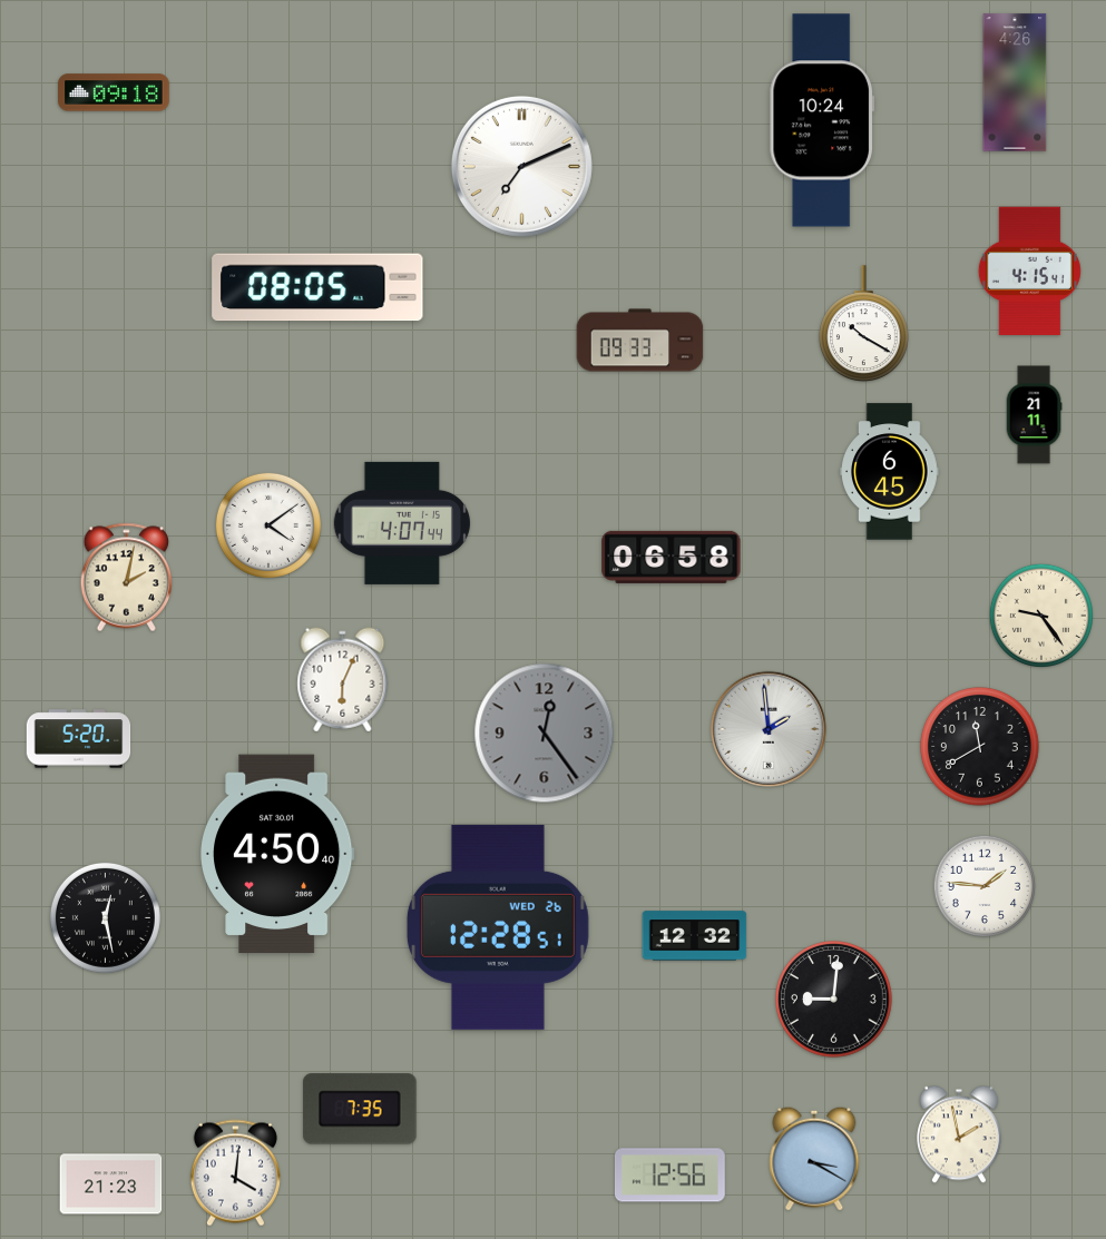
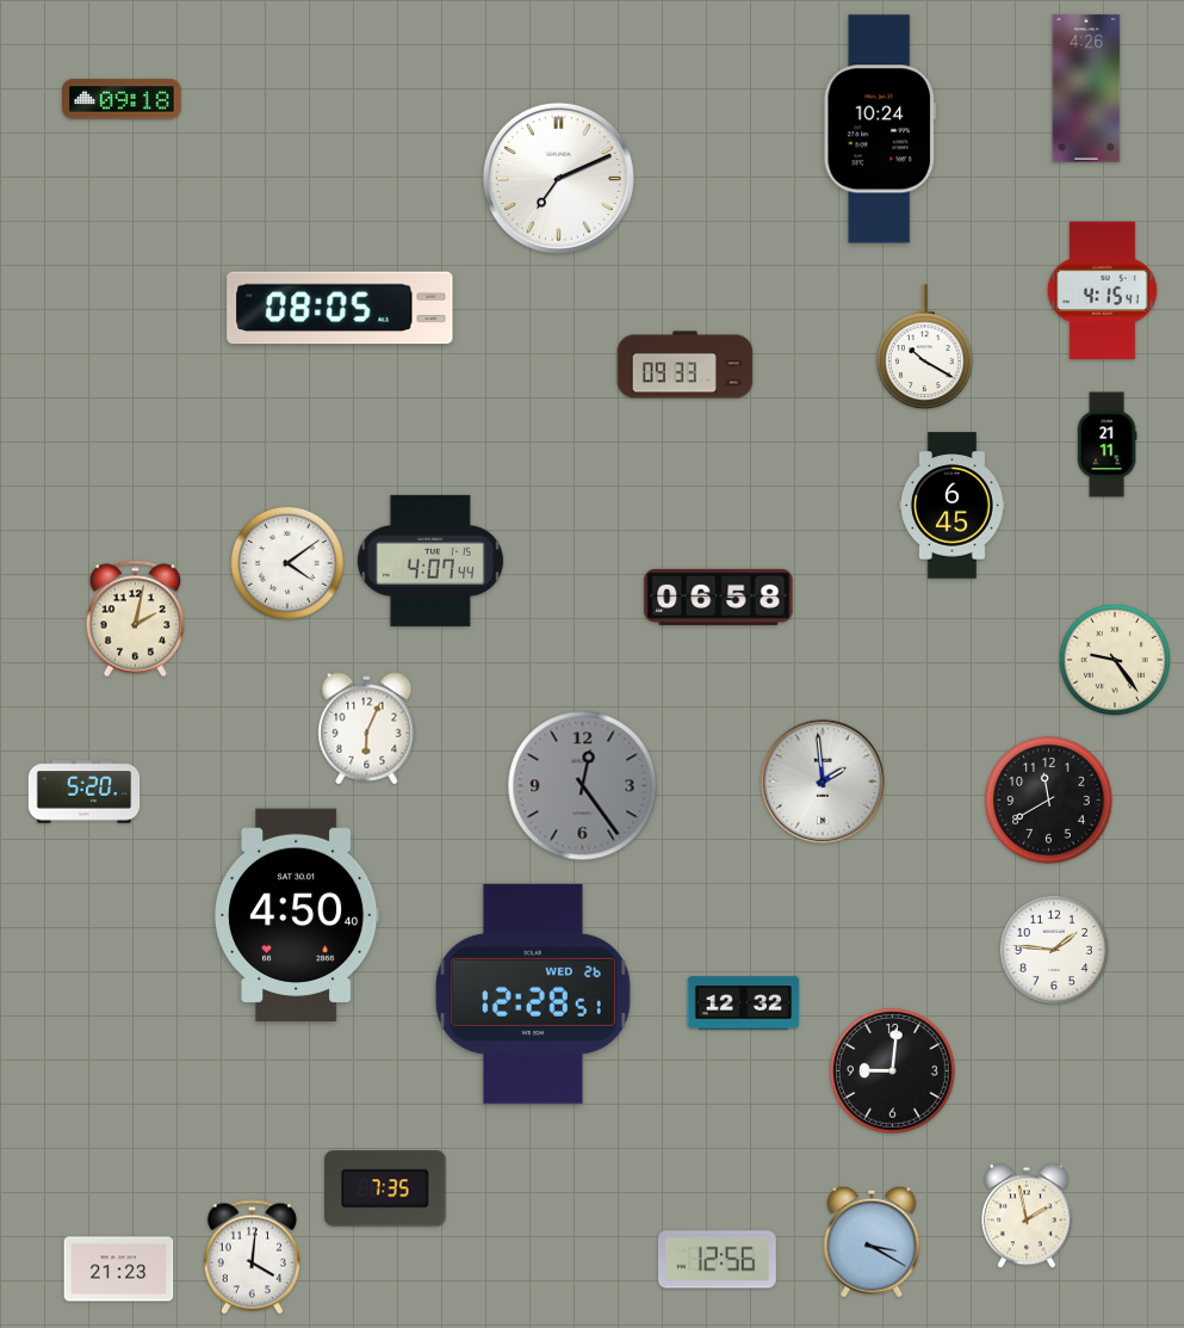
clock at (105, 917): 12:28 -> none
